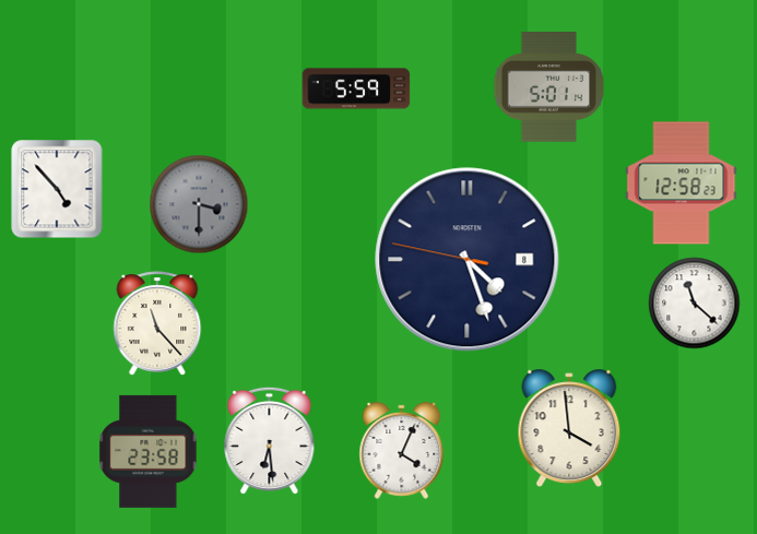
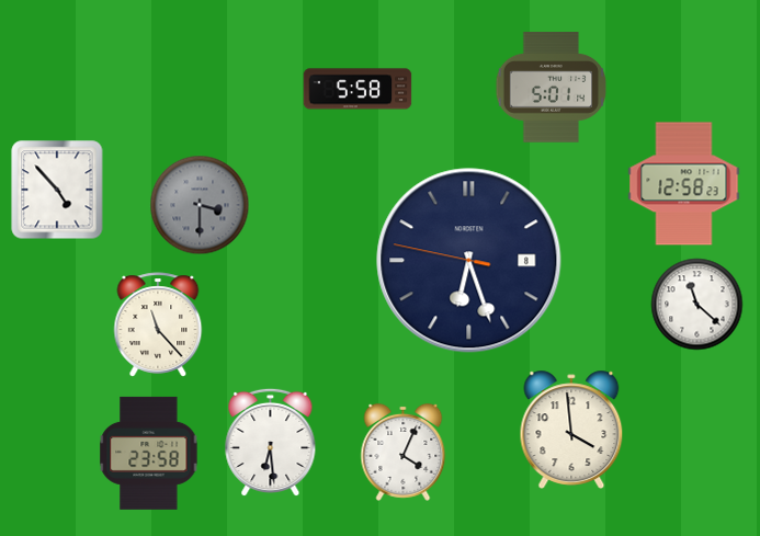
clock at (356, 88): 5:59 -> 5:58
clock at (468, 260): 4:26 -> 6:26
